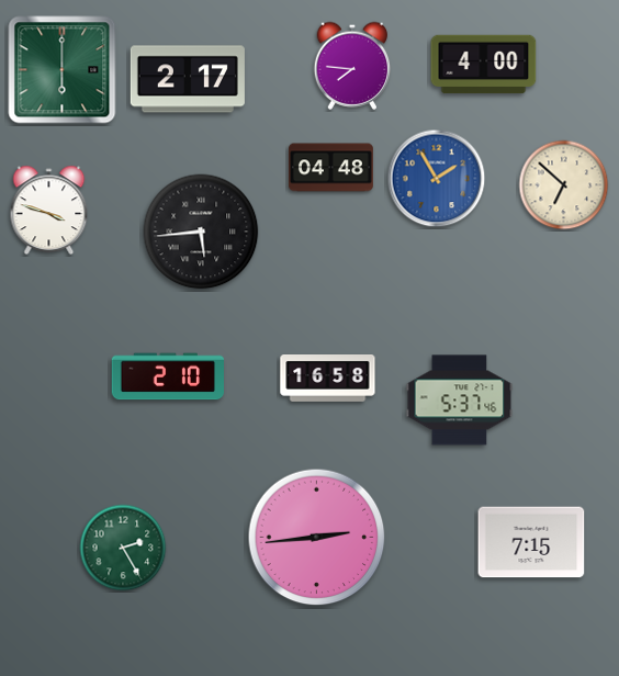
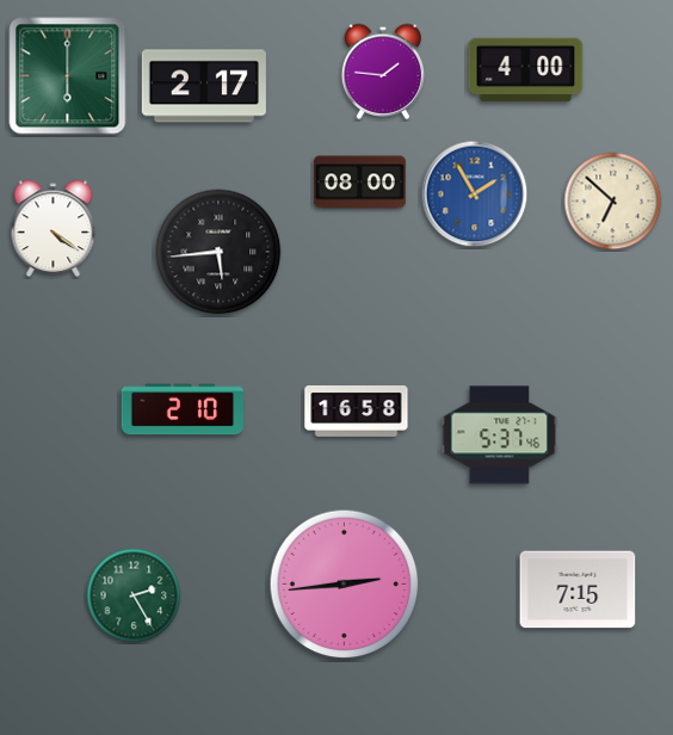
clock at (352, 66): 7:46 -> 1:46
clock at (330, 168): 04:48 -> 08:00
clock at (49, 211): 3:48 -> 4:21
